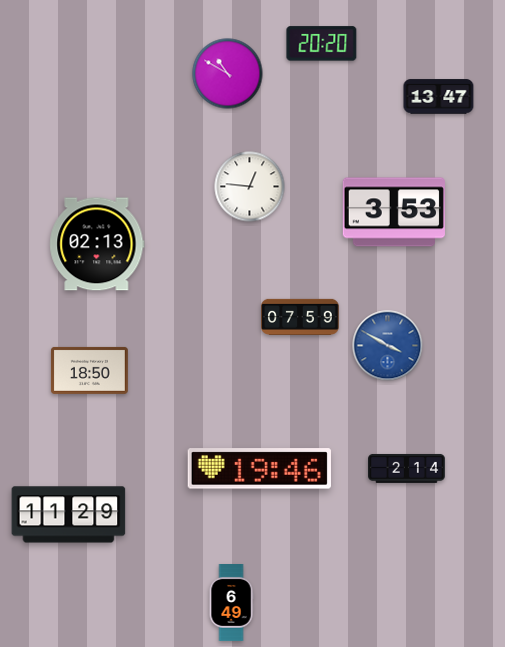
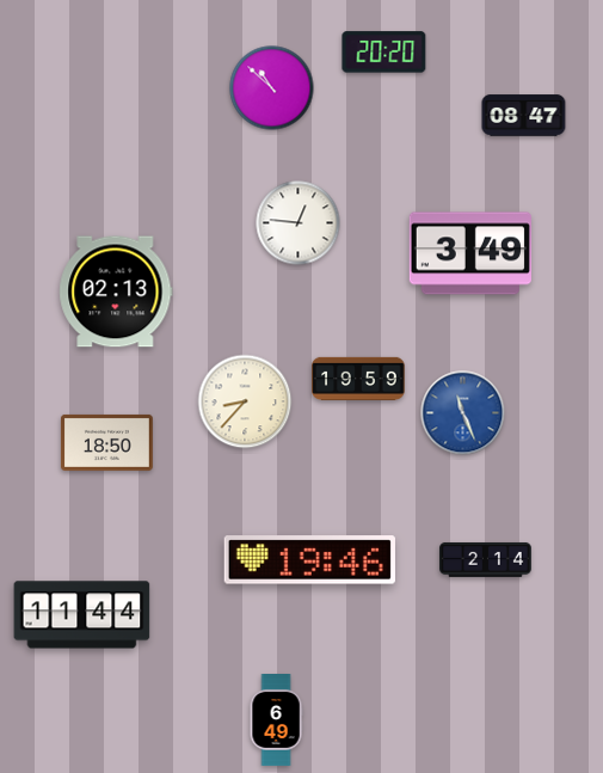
clock at (228, 74): 10:50 -> 10:52
clock at (439, 97): 13:47 -> 08:47
clock at (394, 212): 3:53 -> 3:49
clock at (300, 317): 07:59 -> 19:59
clock at (245, 401): none -> 8:37
clock at (388, 346): 3:50 -> 11:26
clock at (69, 515): 11:29 -> 11:44
